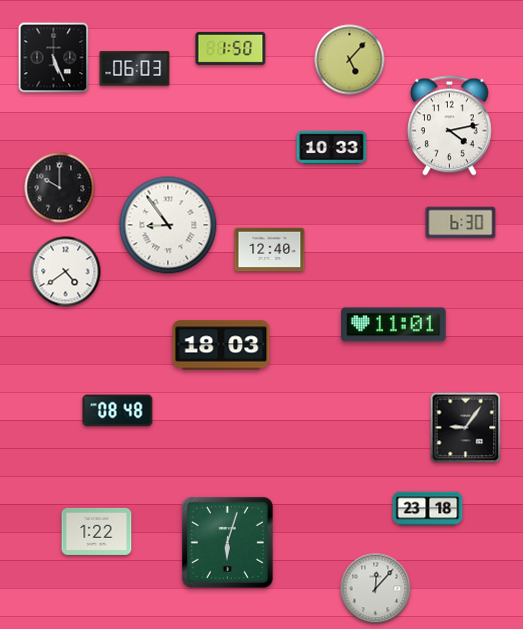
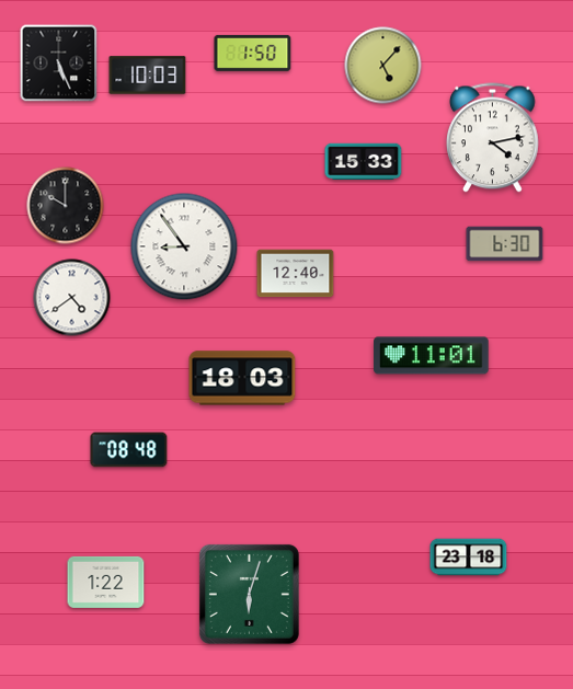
clock at (135, 69): 06:03 -> 10:03
clock at (332, 147): 10:33 -> 15:33
clock at (466, 428): 9:06 -> none
clock at (376, 589): 12:07 -> none
